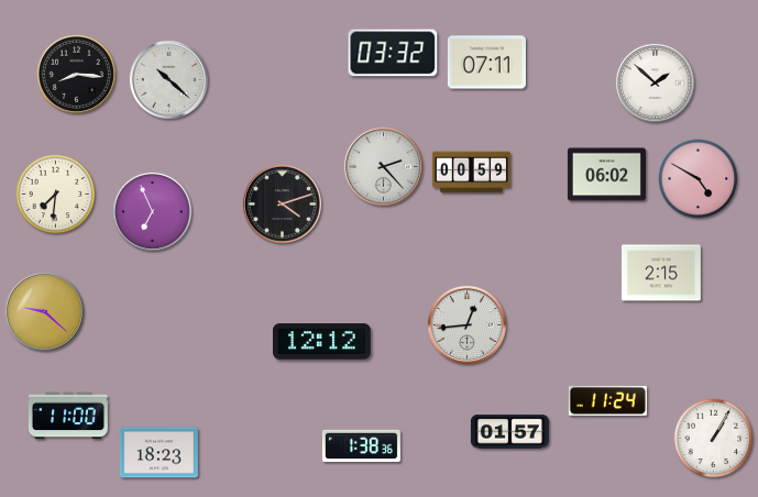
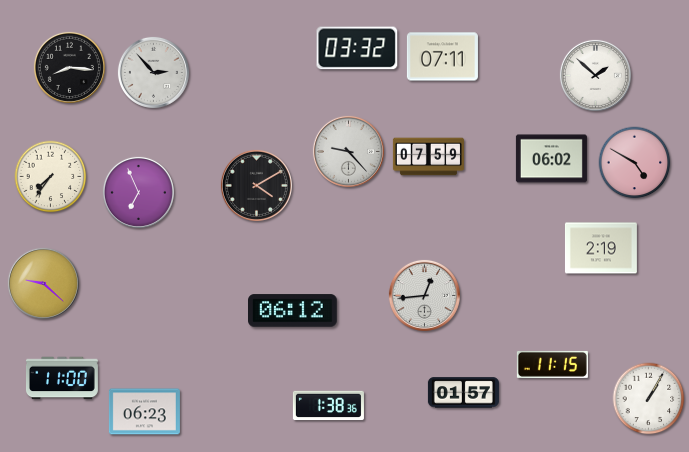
clock at (168, 79): 10:22 -> 2:53
clock at (383, 166): 2:23 -> 9:23
clock at (471, 173): 00:59 -> 07:59
clock at (56, 195): 7:31 -> 7:36
clock at (282, 203): 4:12 -> 4:10
clock at (661, 273): 2:15 -> 2:19
clock at (44, 311) position: (44, 311) -> (43, 283)
clock at (322, 342): 12:12 -> 06:12
clock at (607, 400): 11:24 -> 11:15
clock at (158, 453): 18:23 -> 06:23
